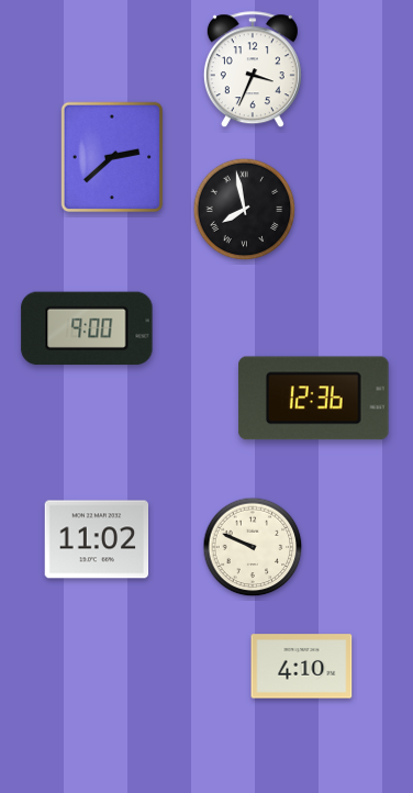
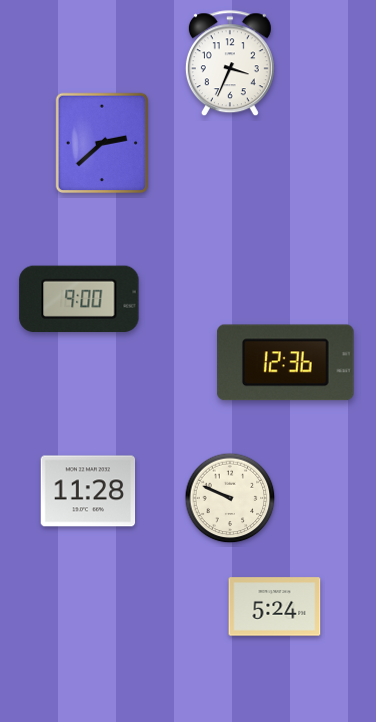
clock at (245, 210): 7:58 -> none
clock at (97, 539): 11:02 -> 11:28
clock at (302, 667): 4:10 -> 5:24
